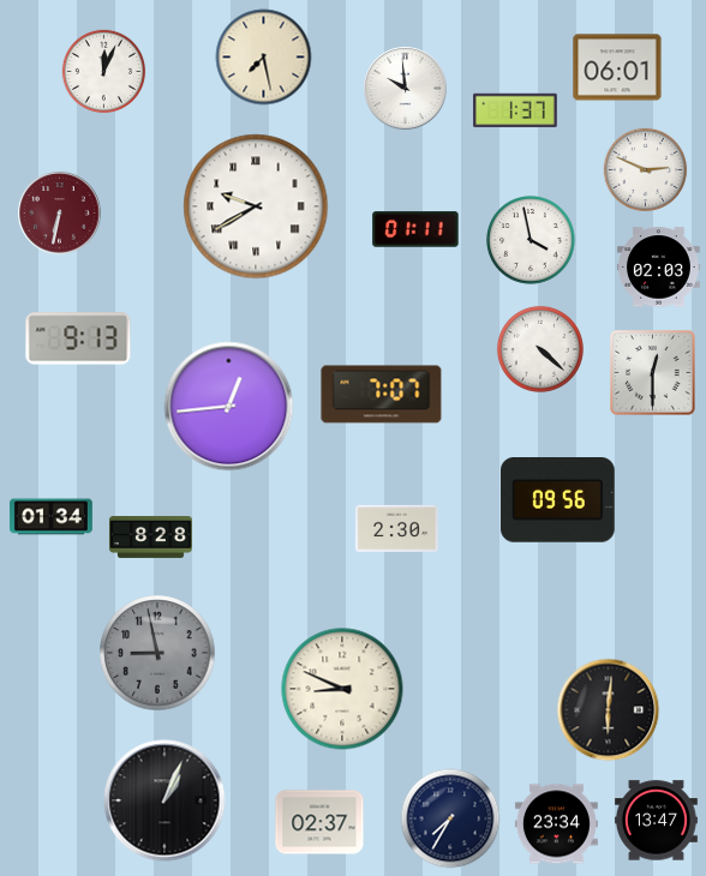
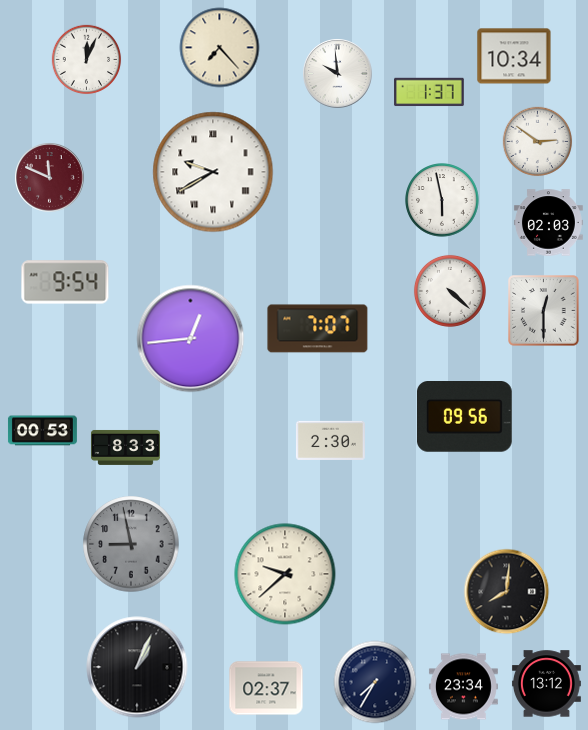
clock at (264, 58): 7:28 -> 7:23
clock at (617, 67): 06:01 -> 10:34
clock at (646, 170): 2:49 -> 2:51
clock at (60, 214): 6:32 -> 11:49
clock at (415, 229): 01:11 -> none
clock at (531, 240): 3:58 -> 5:58
clock at (78, 338): 9:13 -> 9:54
clock at (50, 517): 01:34 -> 00:53
clock at (150, 536): 8:28 -> 8:33
clock at (342, 689): 8:49 -> 9:38
clock at (609, 710): 6:01 -> 8:01
clock at (656, 821): 13:47 -> 13:12
clock at (319, 822) position: (319, 822) -> (266, 688)
